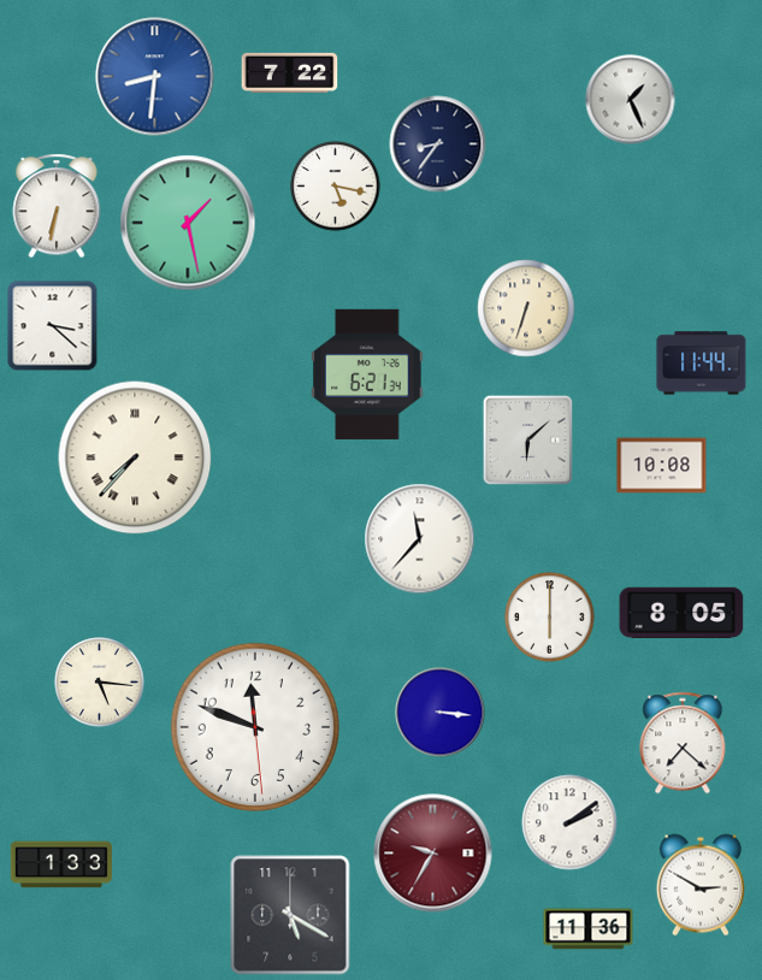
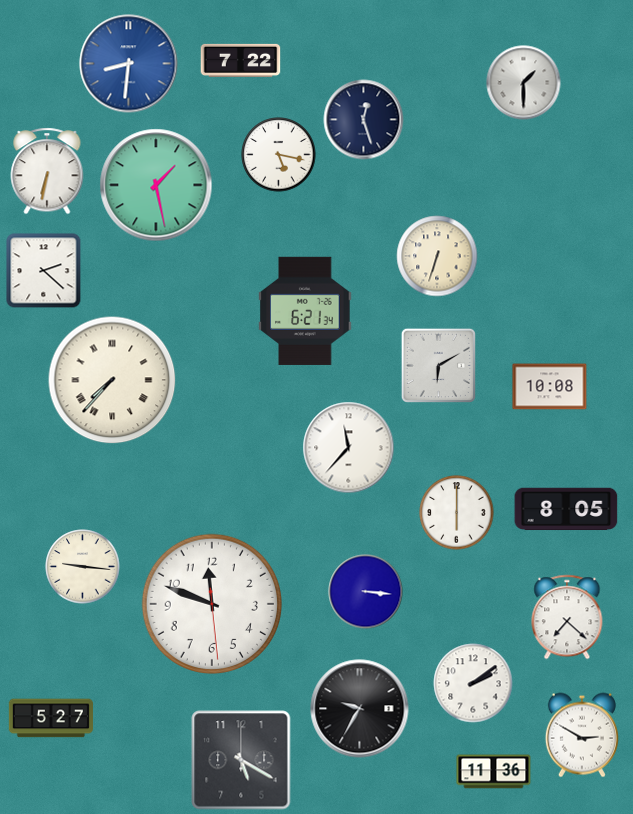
clock at (631, 100): 1:26 -> 1:30
clock at (438, 144): 8:36 -> 12:27
clock at (53, 326): 3:22 -> 2:22
clock at (702, 364): 11:44 -> none
clock at (527, 439): 6:08 -> 6:10
clock at (100, 683): 5:16 -> 9:16
clock at (433, 854) dial: burgundy -> black
clock at (61, 864): 1:33 -> 5:27
clock at (589, 929) position: (589, 929) -> (494, 772)
